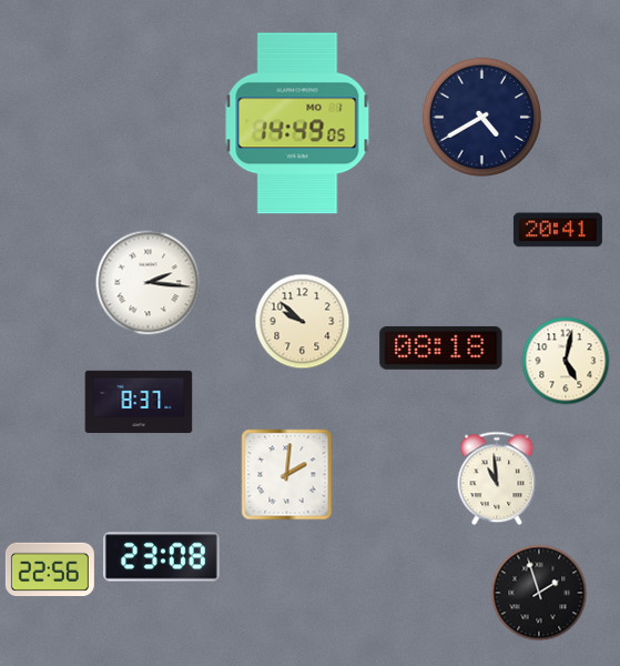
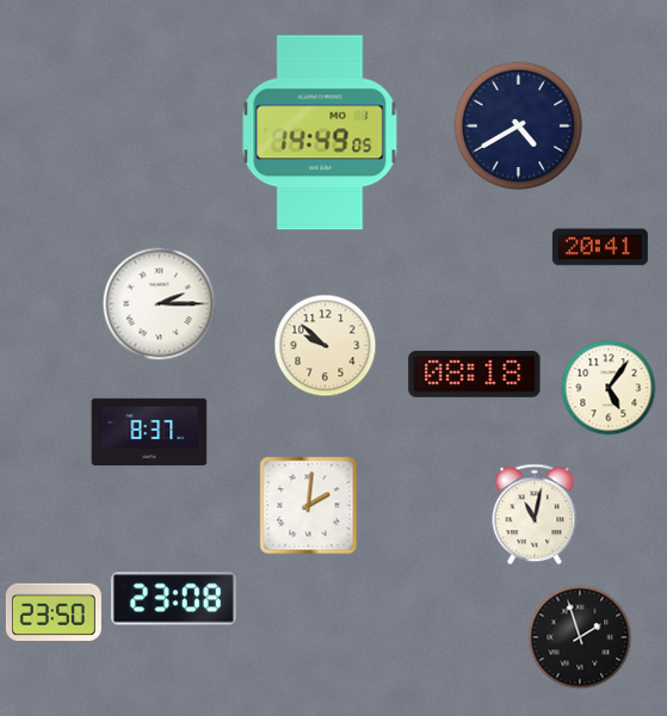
clock at (149, 283): 2:16 -> 2:15
clock at (566, 361): 5:02 -> 5:06
clock at (287, 475) position: (287, 475) -> (309, 506)
clock at (497, 478): 10:59 -> 11:02
clock at (50, 568): 22:56 -> 23:50
